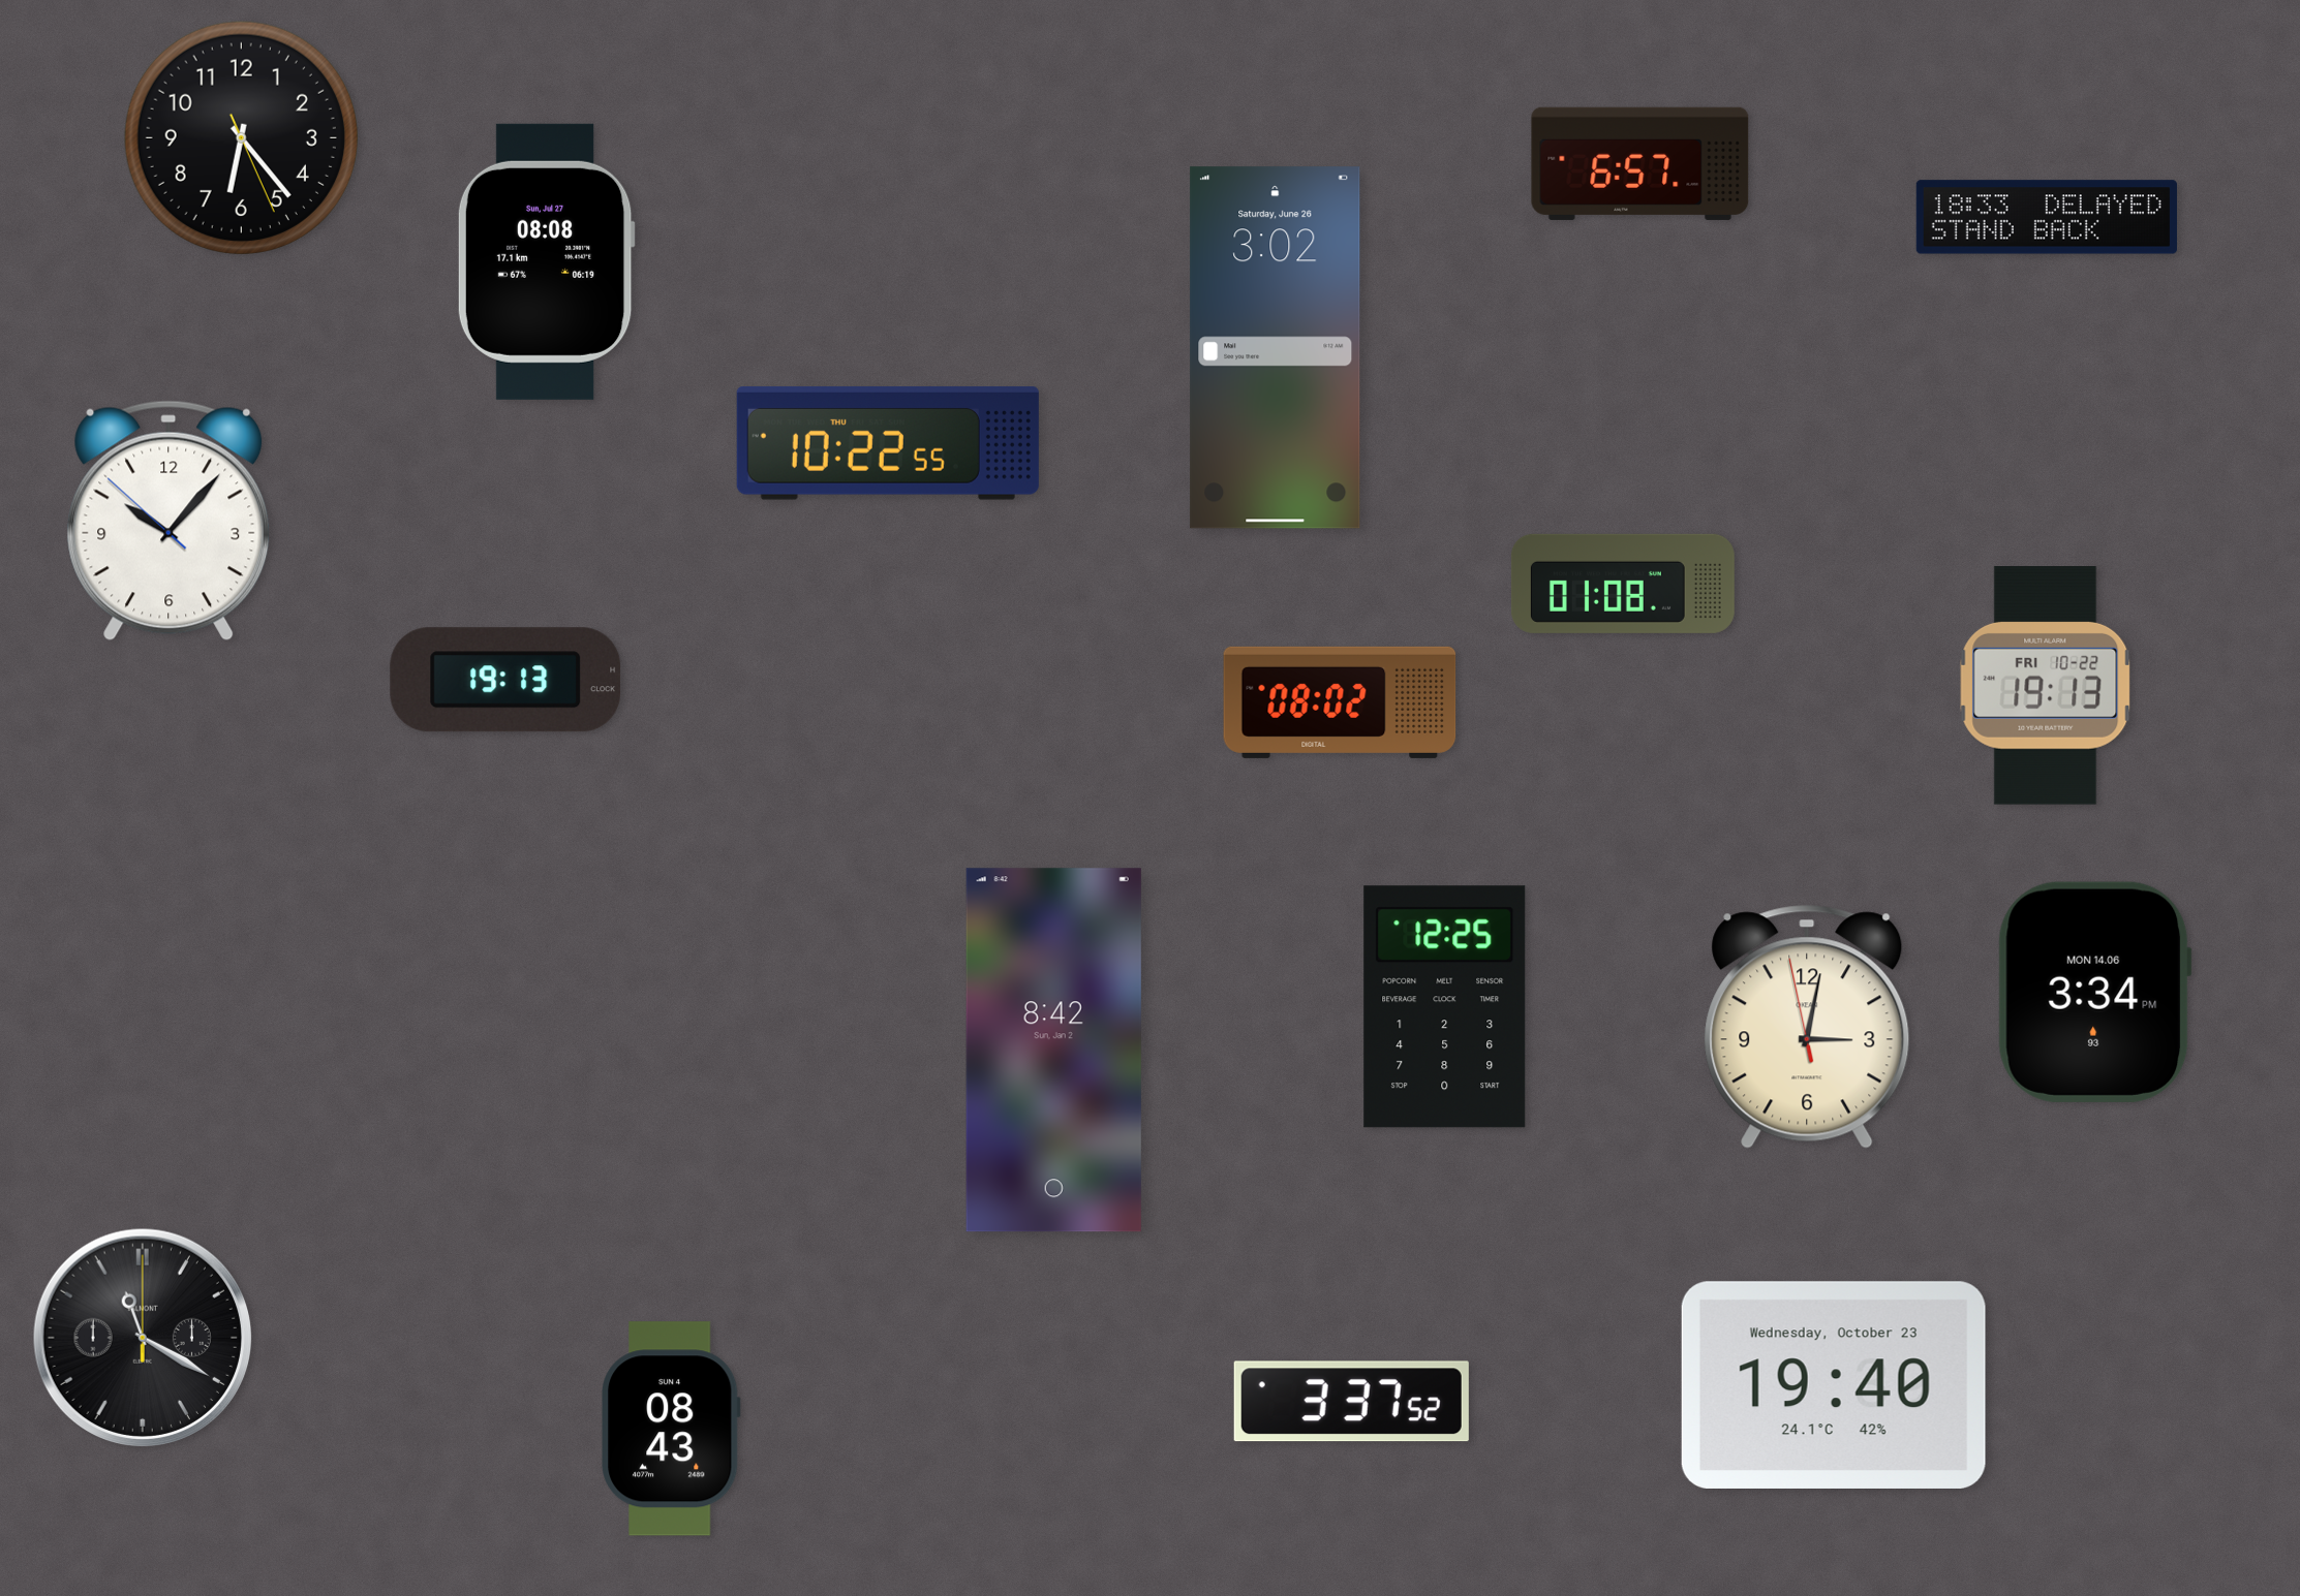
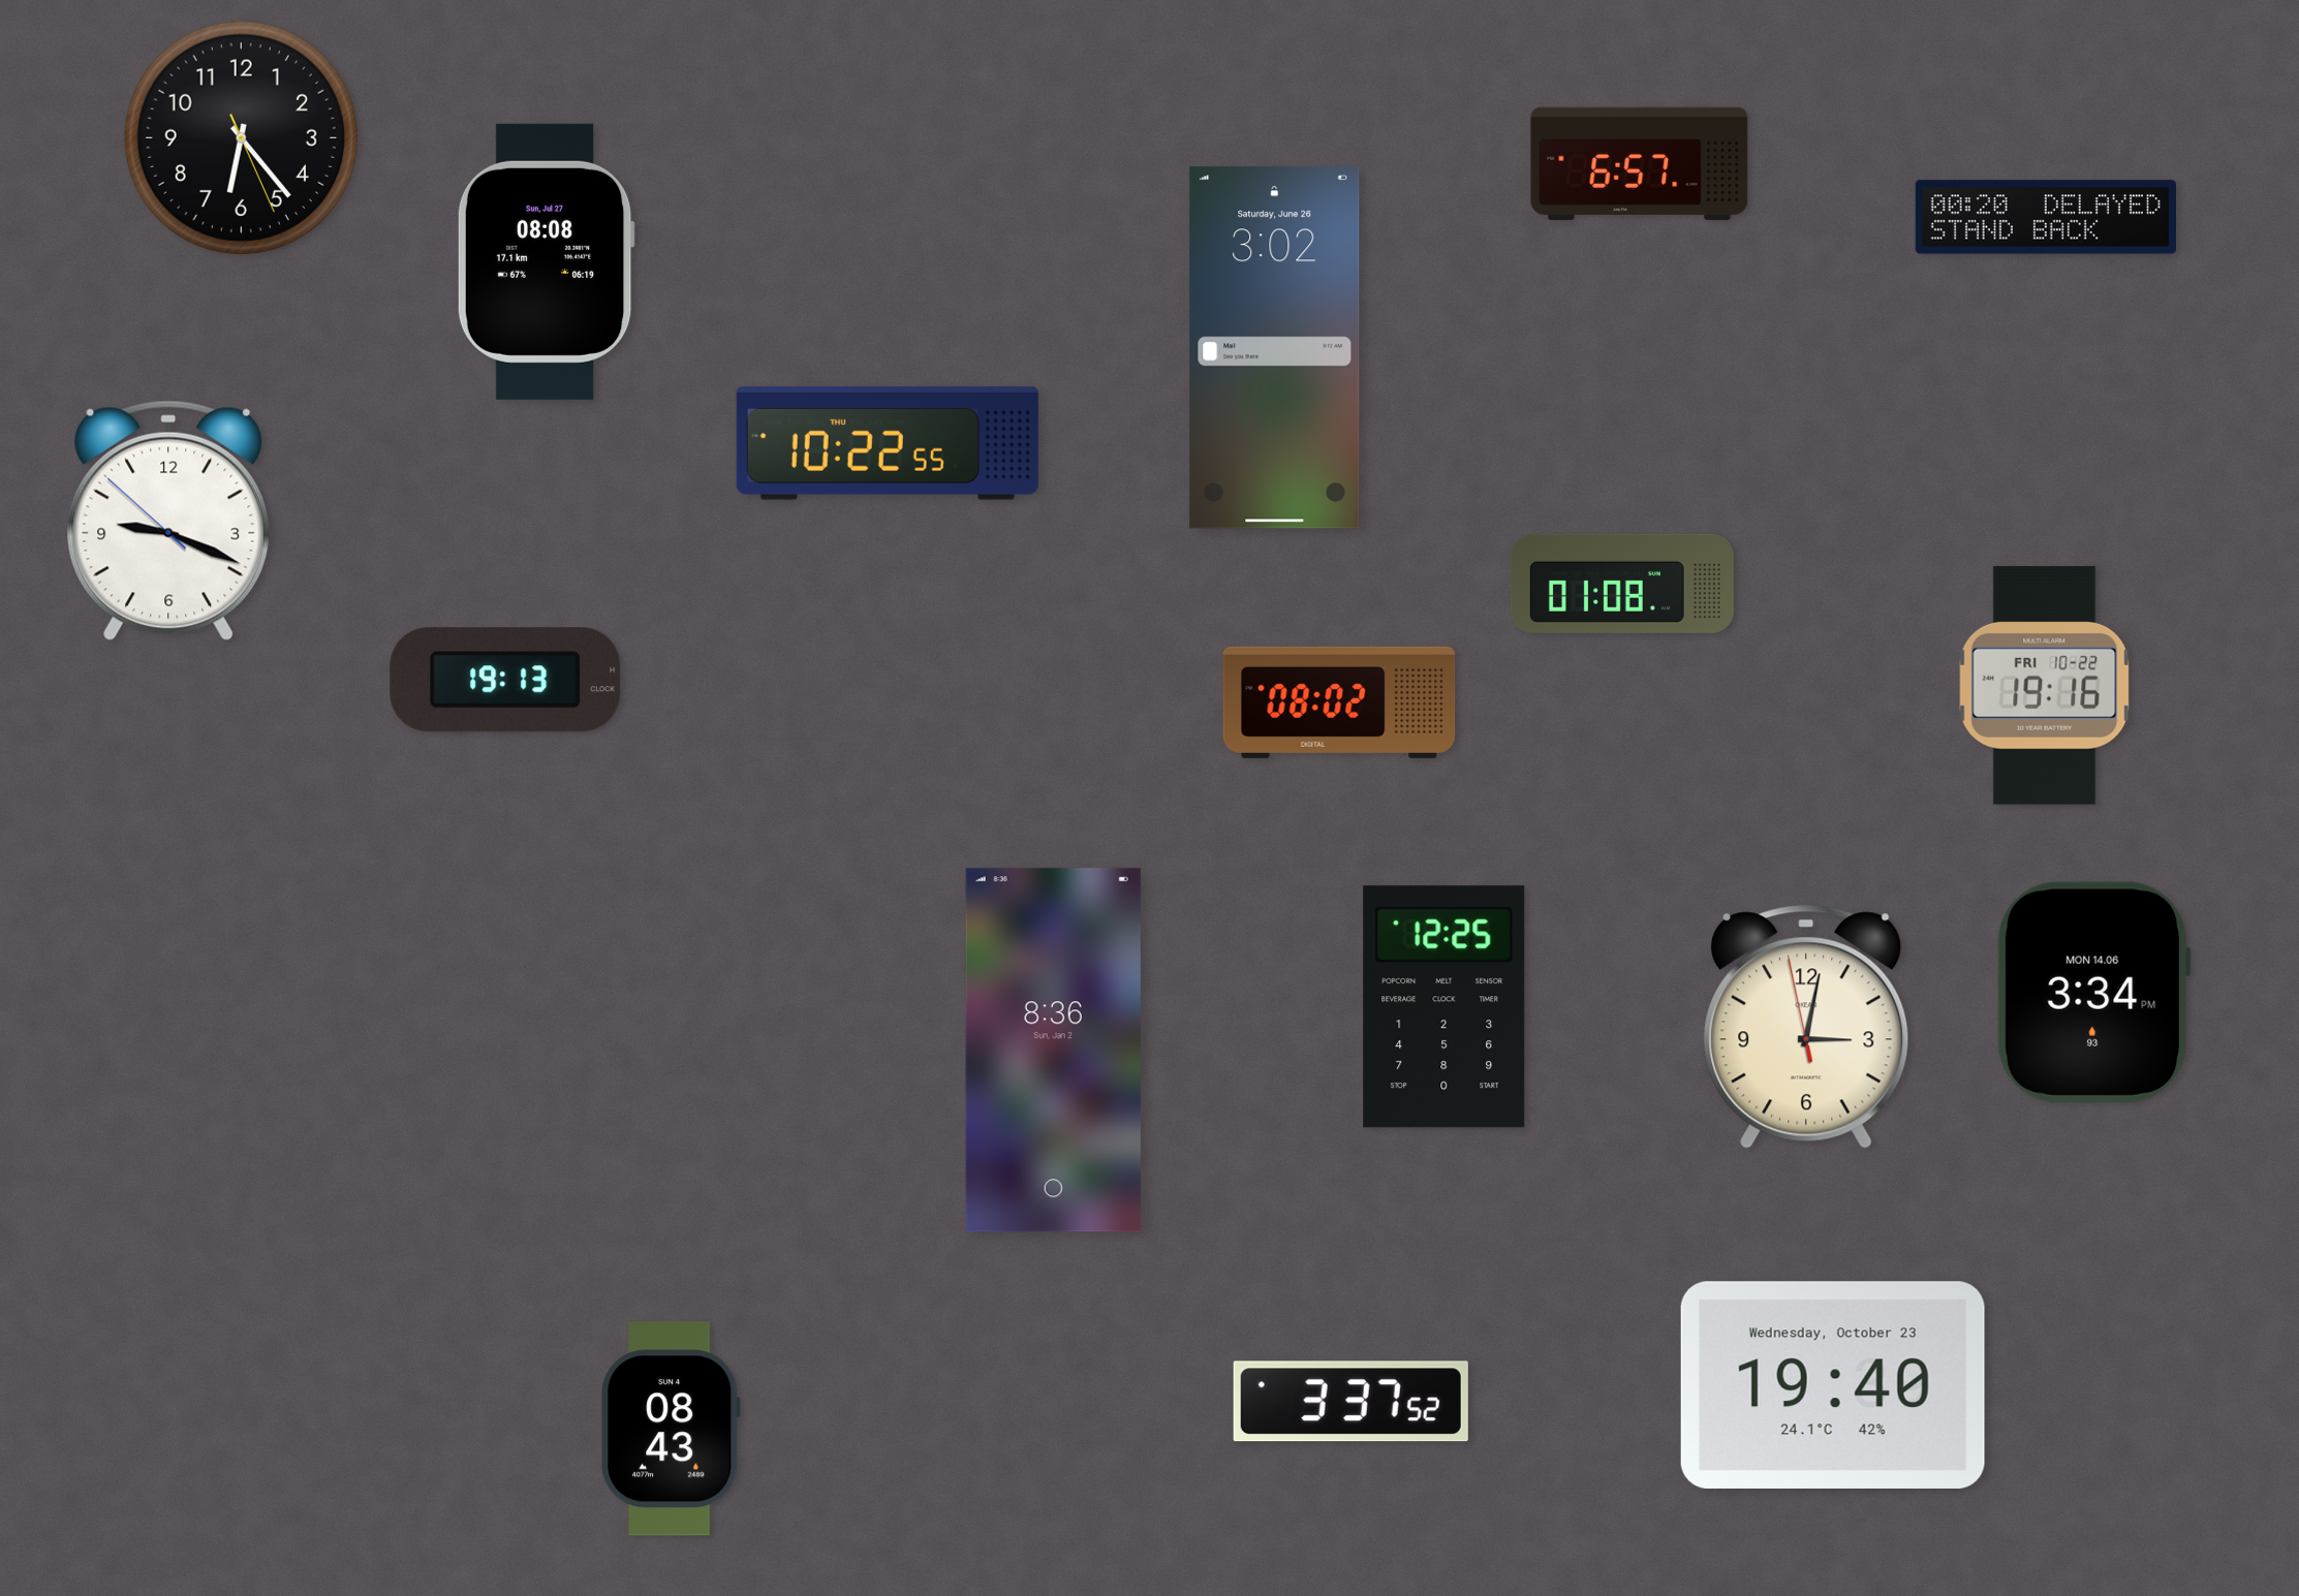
clock at (2047, 217): 18:33 -> 00:20
clock at (168, 521): 10:06 -> 9:18
clock at (2046, 686): 19:13 -> 19:16
clock at (1053, 1051): 8:42 -> 8:36
clock at (142, 1337): 11:20 -> none
